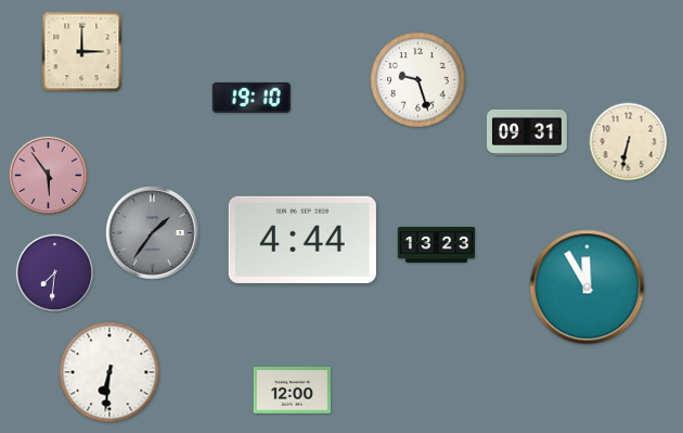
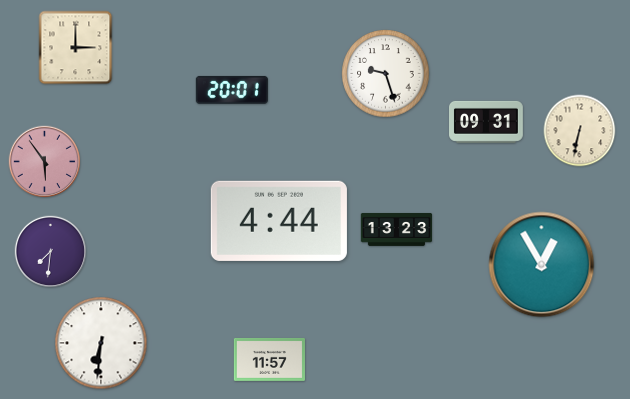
clock at (252, 98): 19:10 -> 20:01
clock at (153, 233): 1:36 -> none
clock at (437, 244) position: (437, 244) -> (397, 229)
clock at (588, 288): 11:55 -> 12:55
clock at (292, 390): 12:00 -> 11:57
